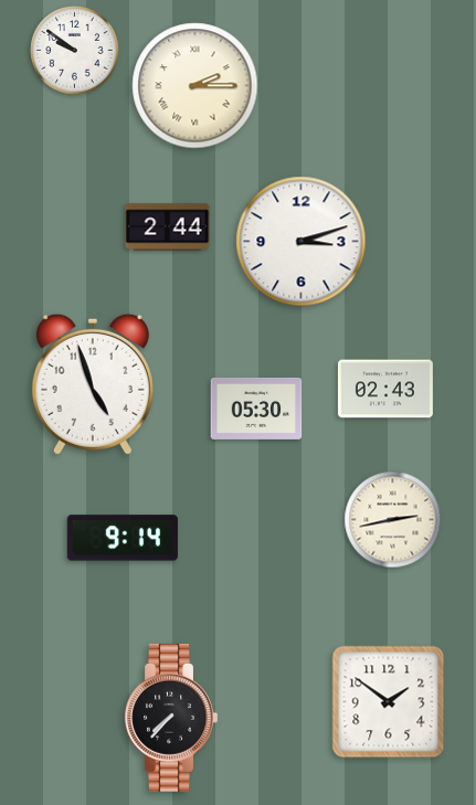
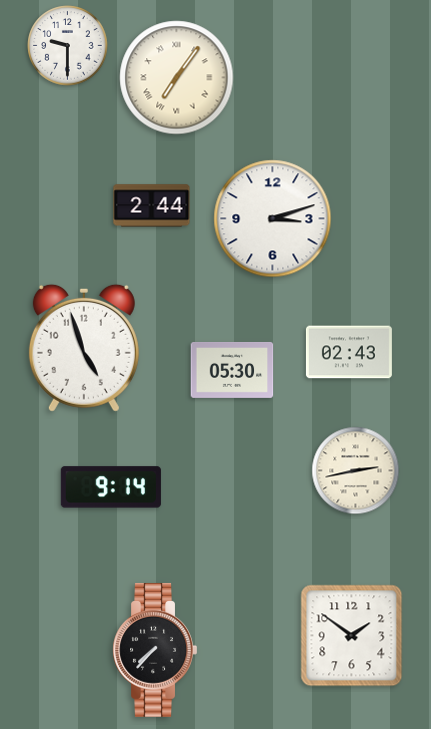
clock at (75, 51): 9:51 -> 9:30
clock at (195, 86): 2:15 -> 7:06
